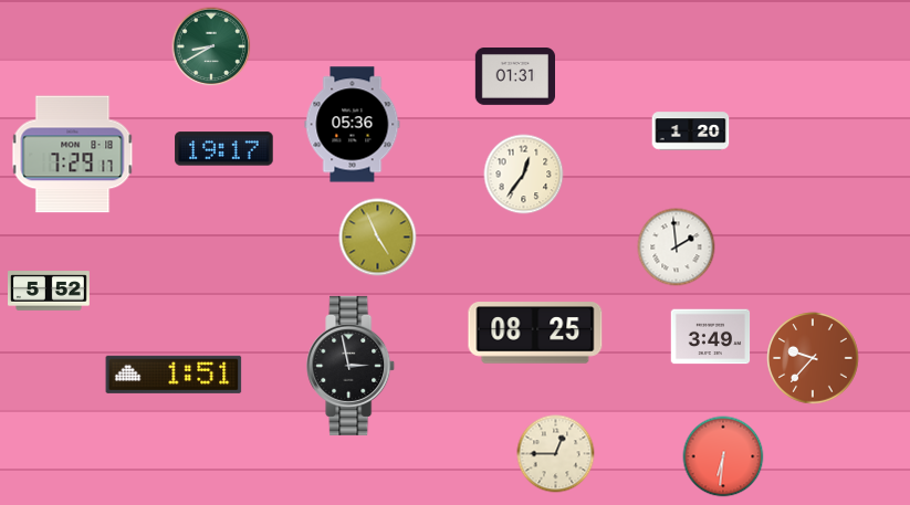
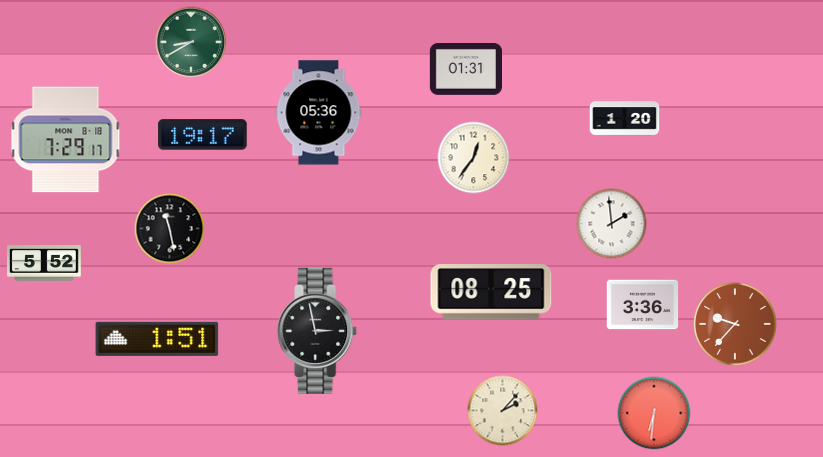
clock at (378, 238): 4:56 -> none
clock at (170, 229): none -> 11:28
clock at (535, 333) position: (535, 333) -> (491, 292)
clock at (711, 337): 3:49 -> 3:36
clock at (556, 454): 12:45 -> 2:07
